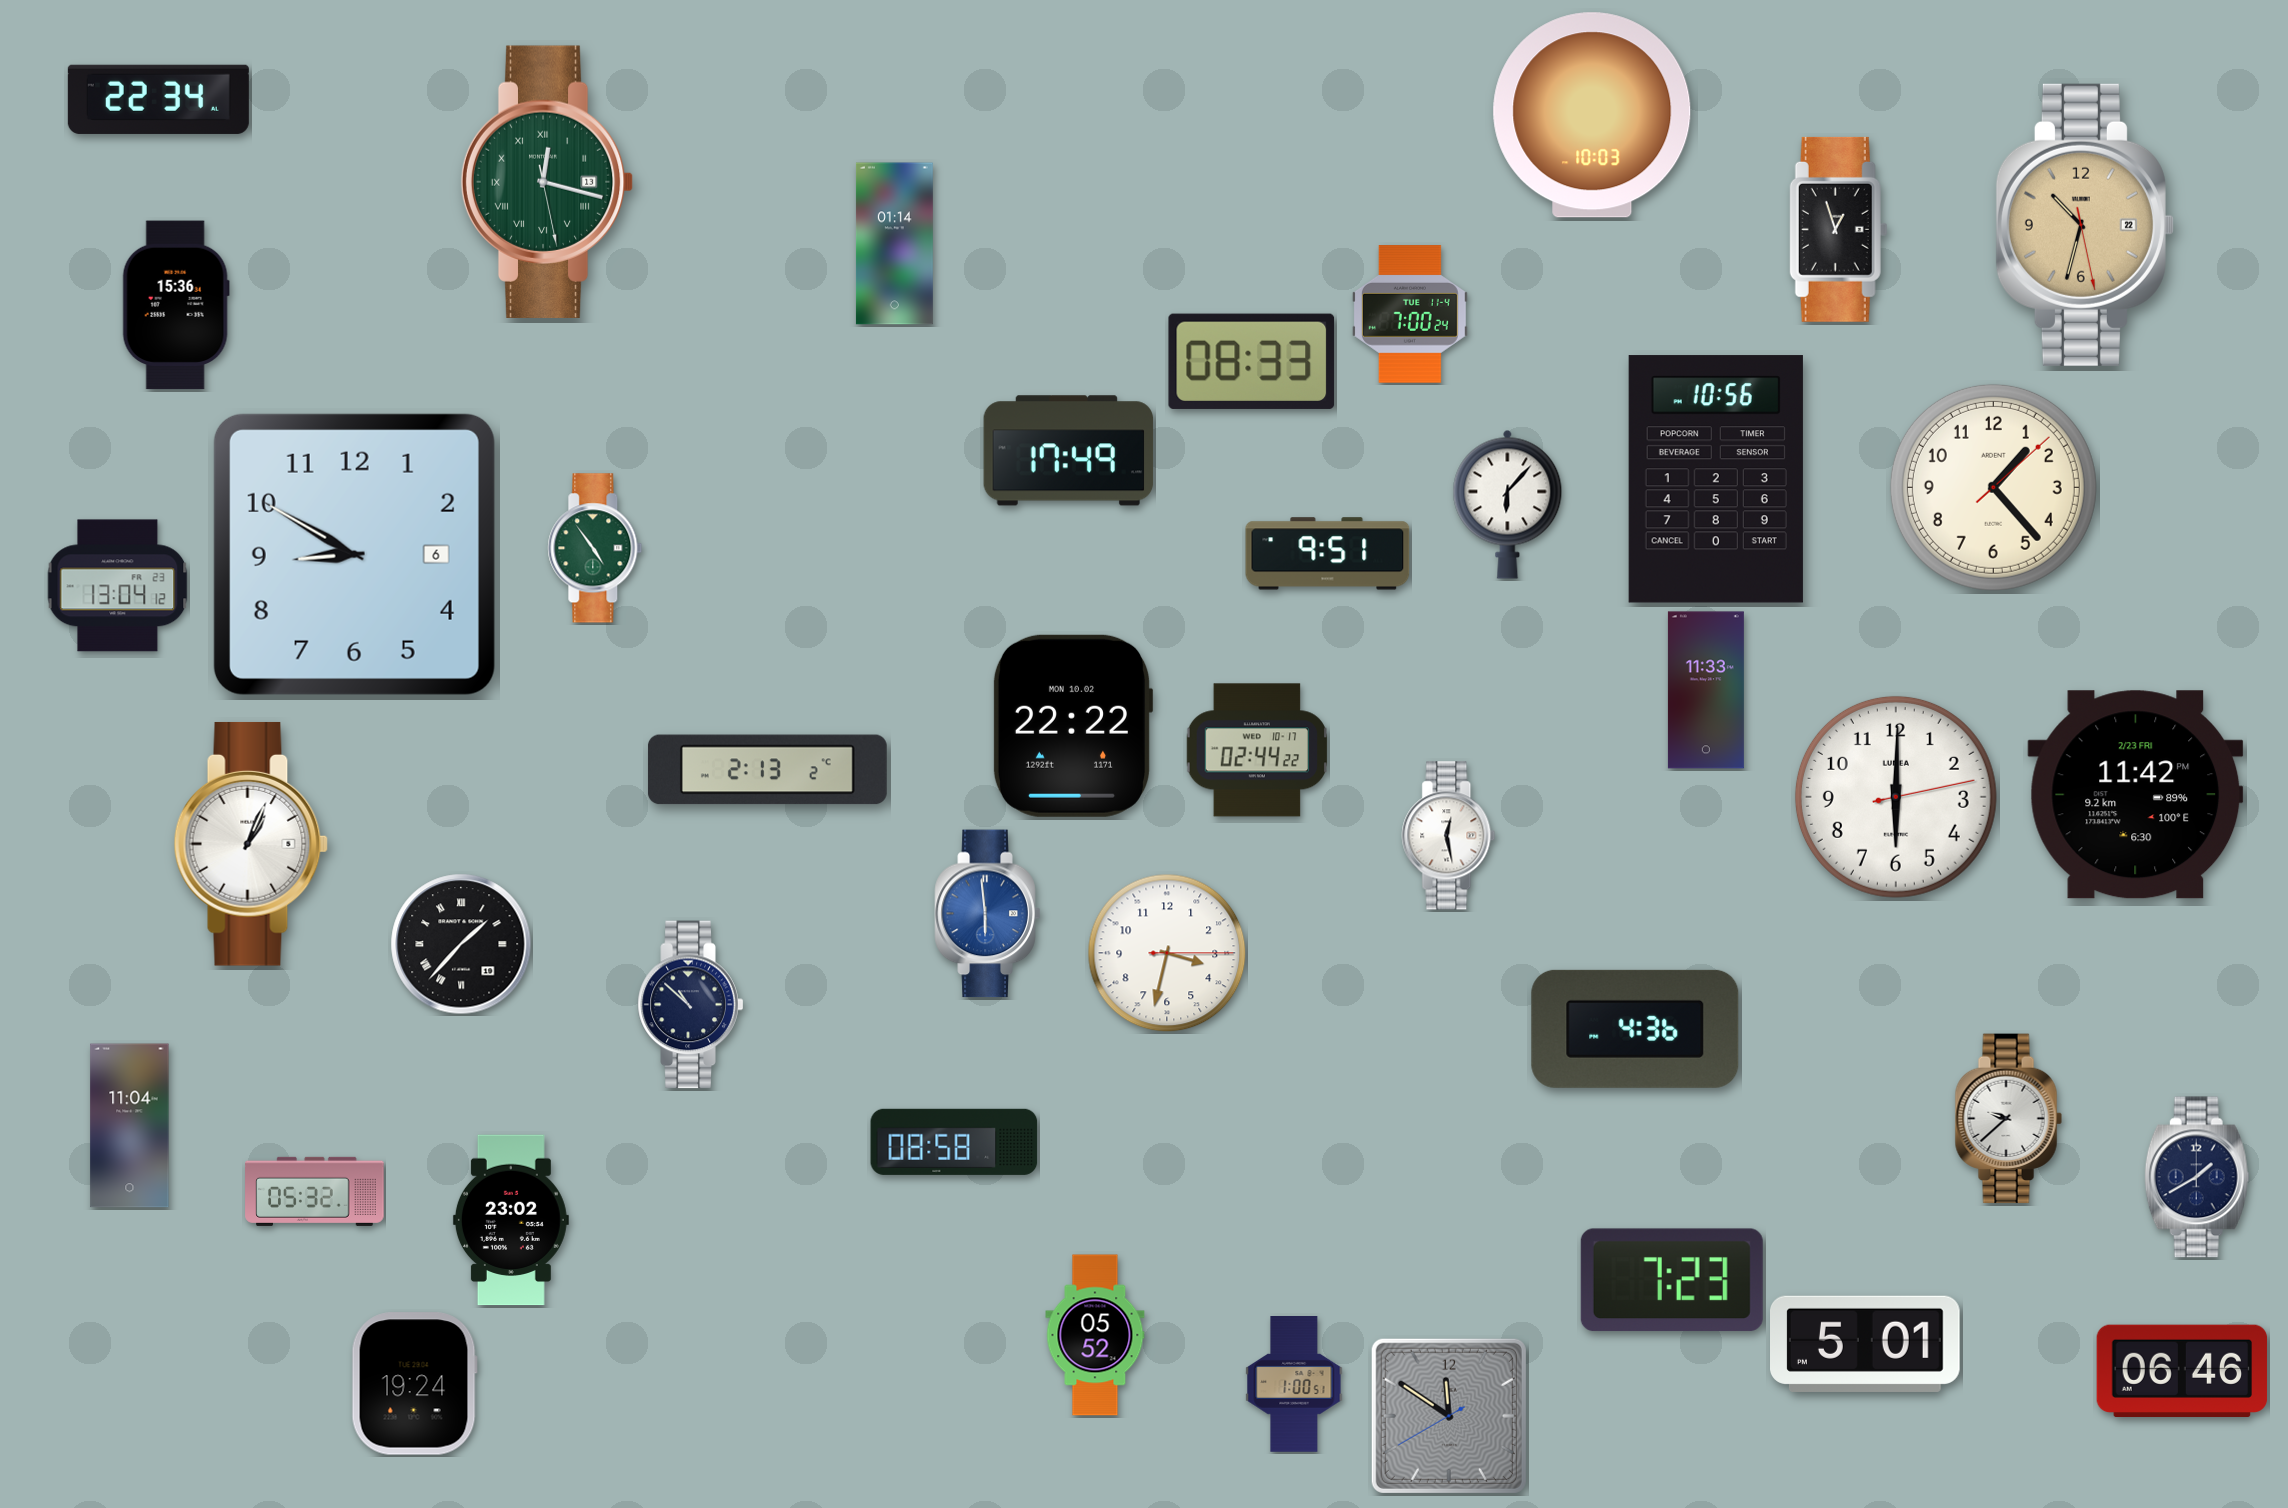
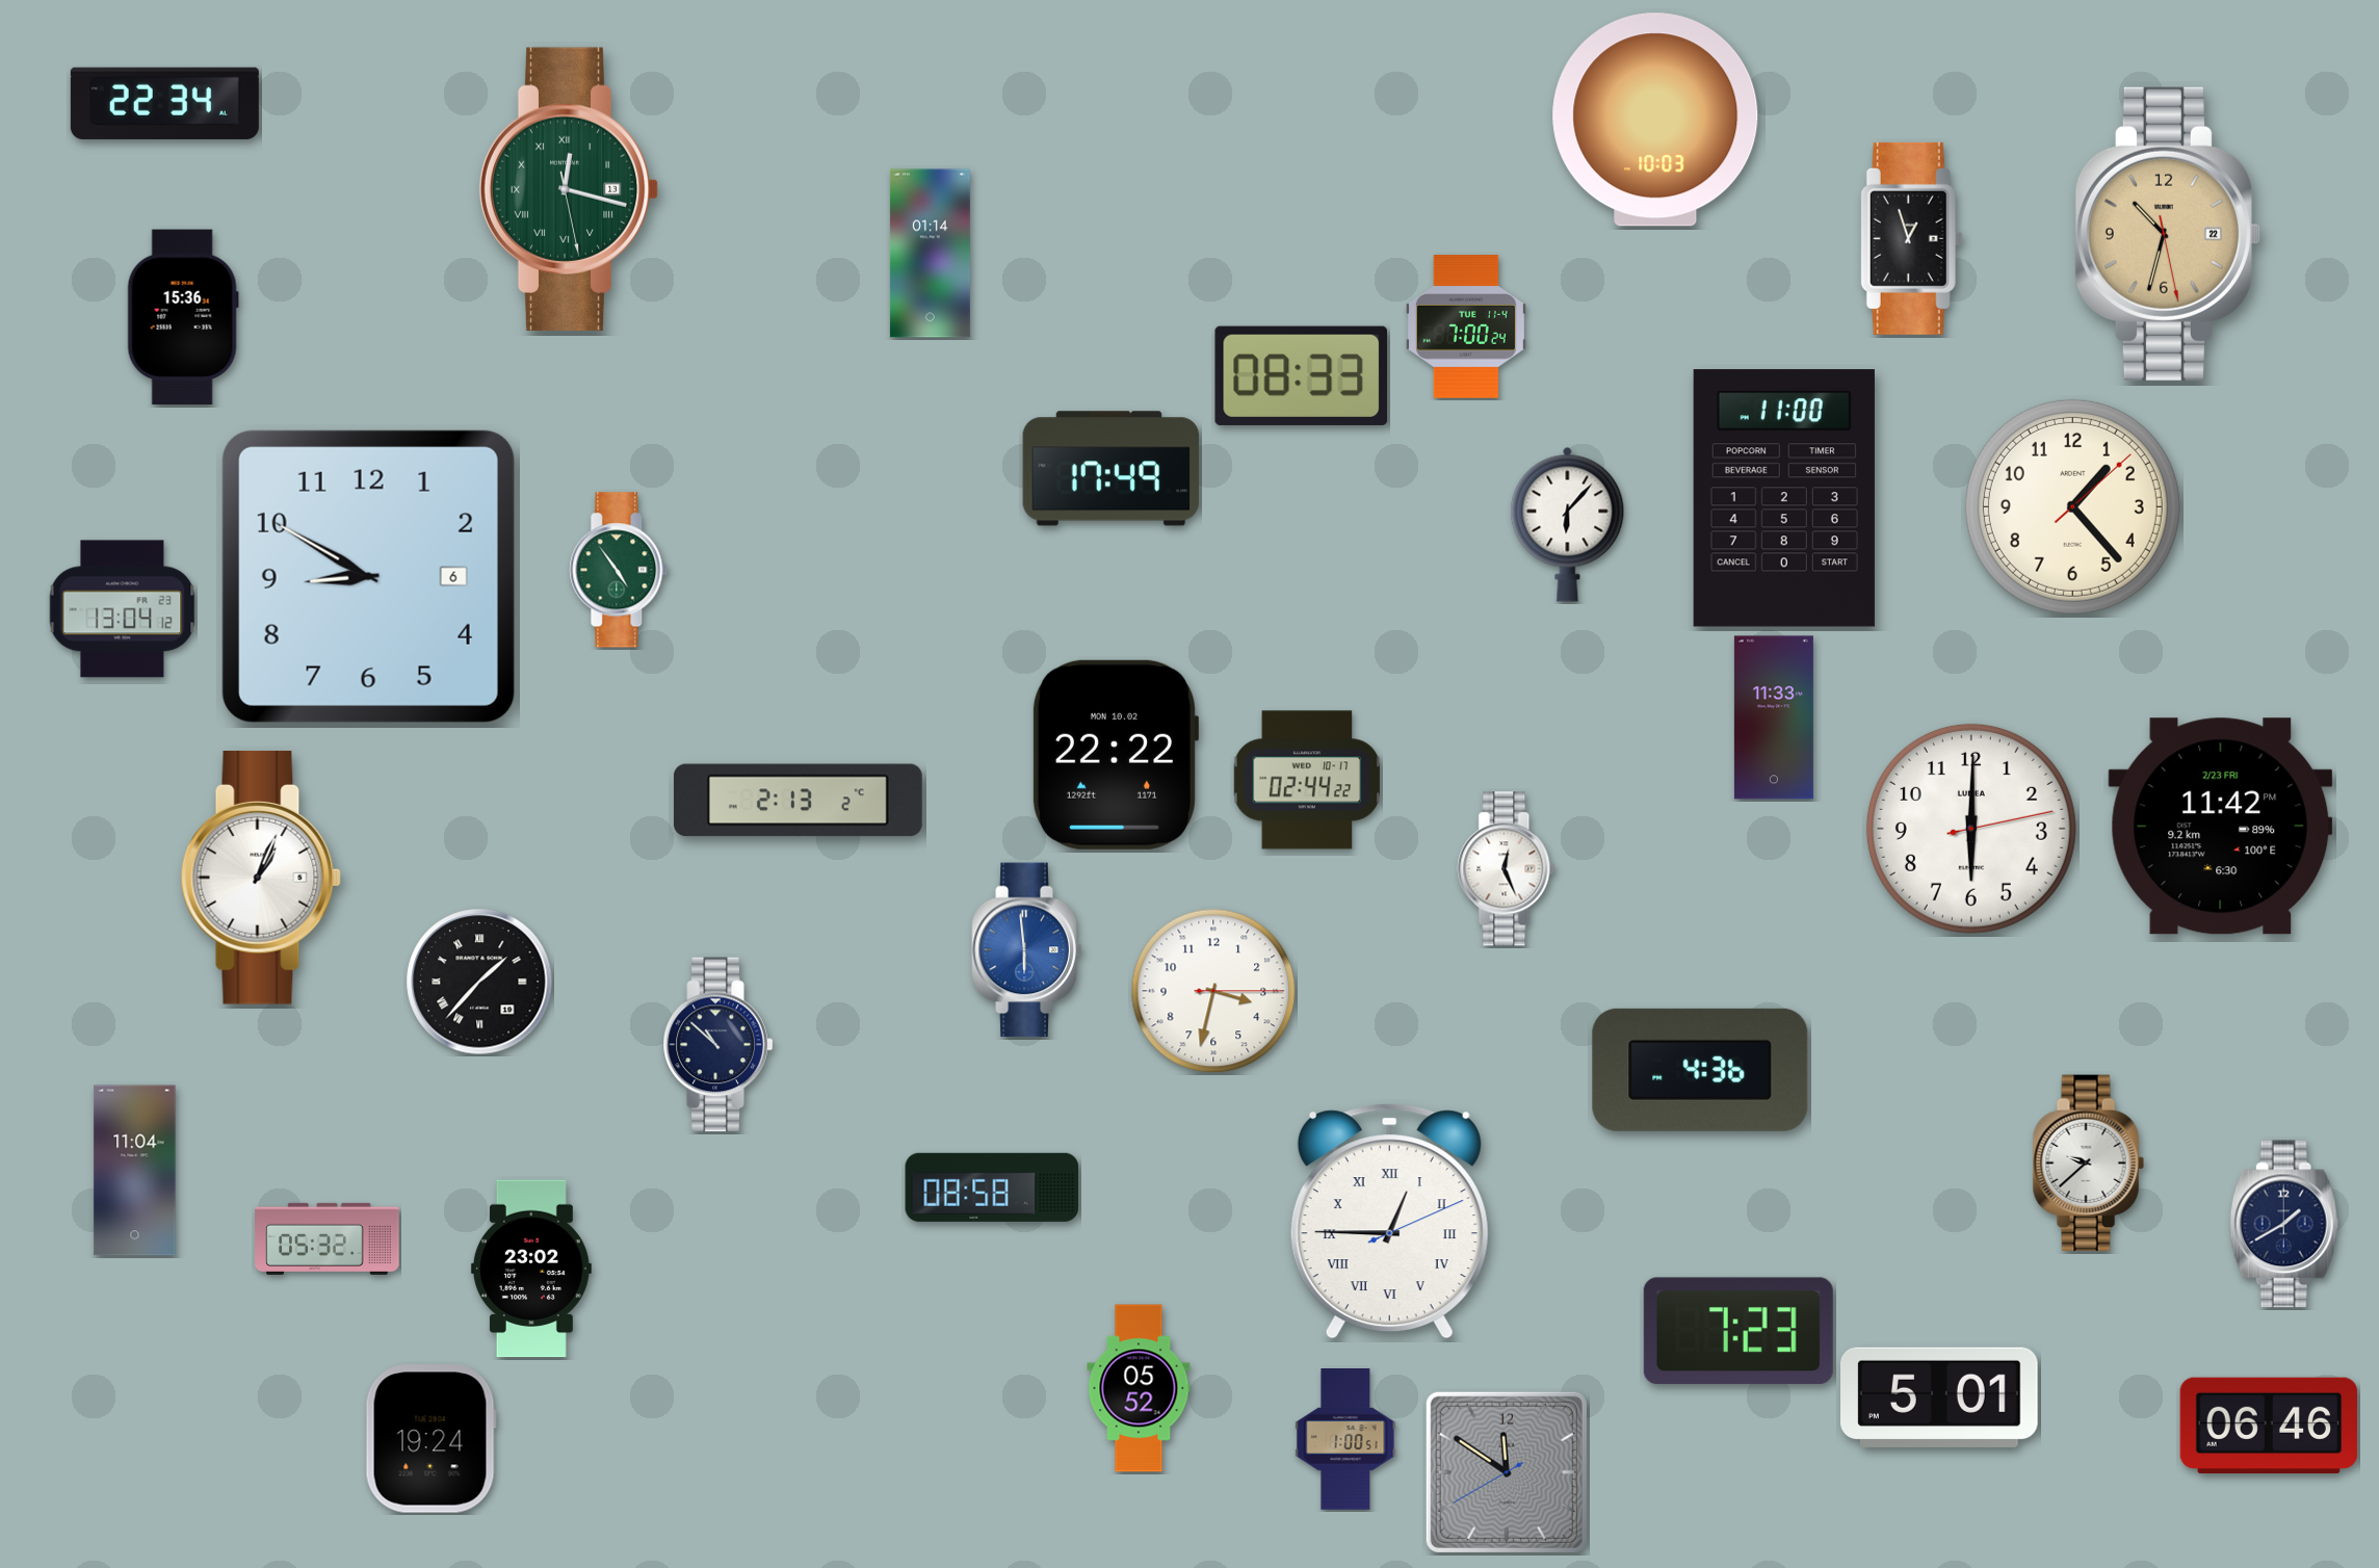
clock at (1716, 479): 10:56 -> 11:00
clock at (1328, 554): 9:51 -> none
clock at (1449, 836): 12:28 -> 12:26
clock at (1389, 1222): none -> 12:45
